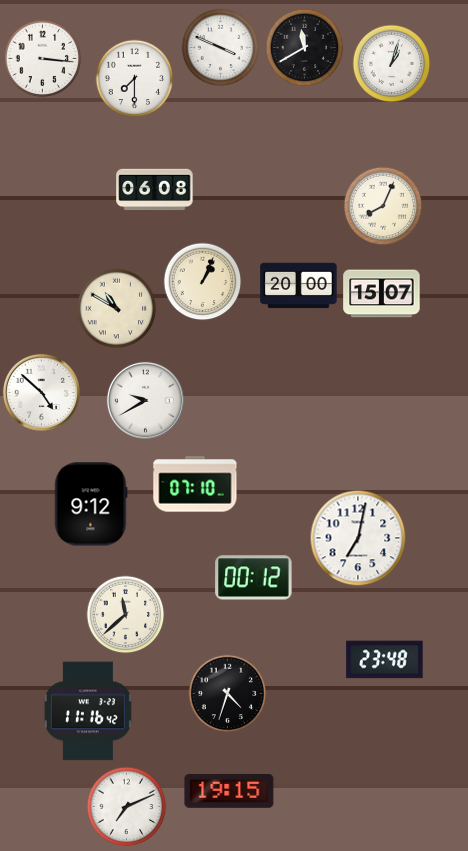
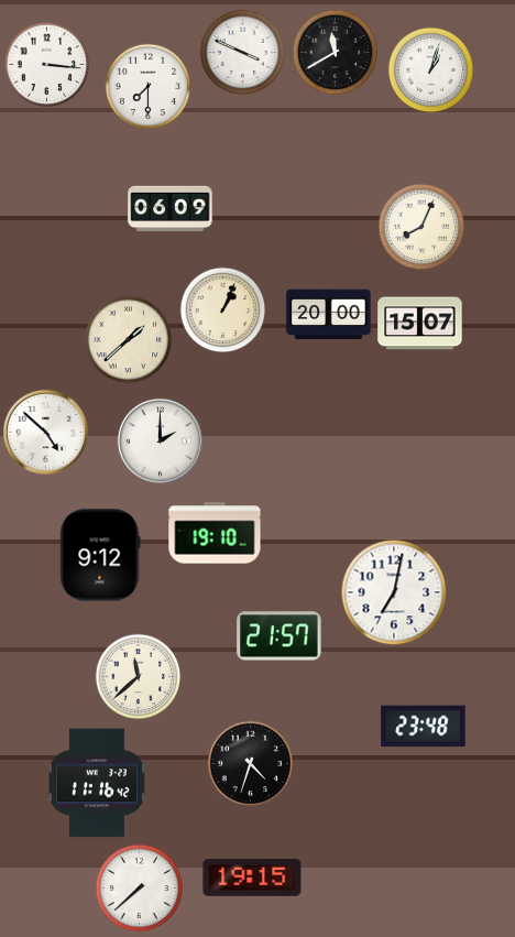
clock at (155, 190): 06:08 -> 06:09
clock at (116, 308): 10:50 -> 1:38
clock at (145, 400): 9:40 -> 2:00
clock at (195, 484): 07:10 -> 19:10
clock at (254, 578): 00:12 -> 21:57
clock at (229, 791) position: (229, 791) -> (252, 878)
clock at (126, 806): 7:11 -> 7:38
